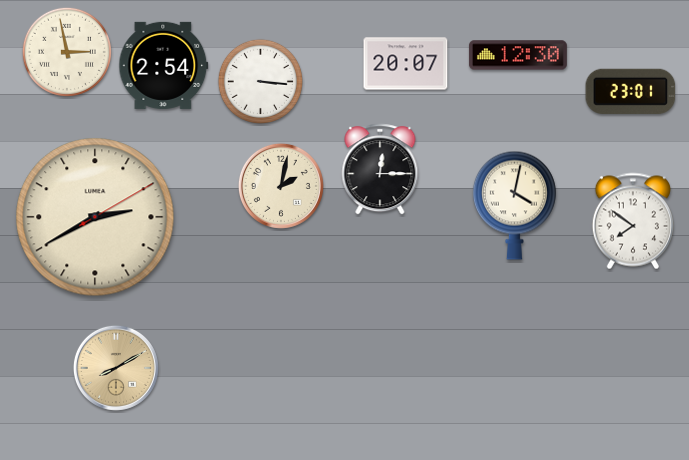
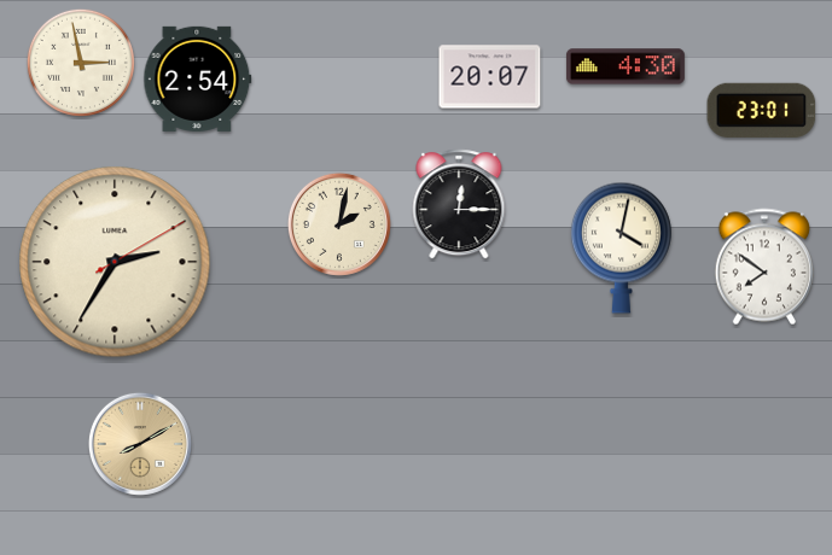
clock at (518, 55): 12:30 -> 4:30
clock at (260, 81): 3:16 -> none
clock at (95, 217): 2:40 -> 2:35
